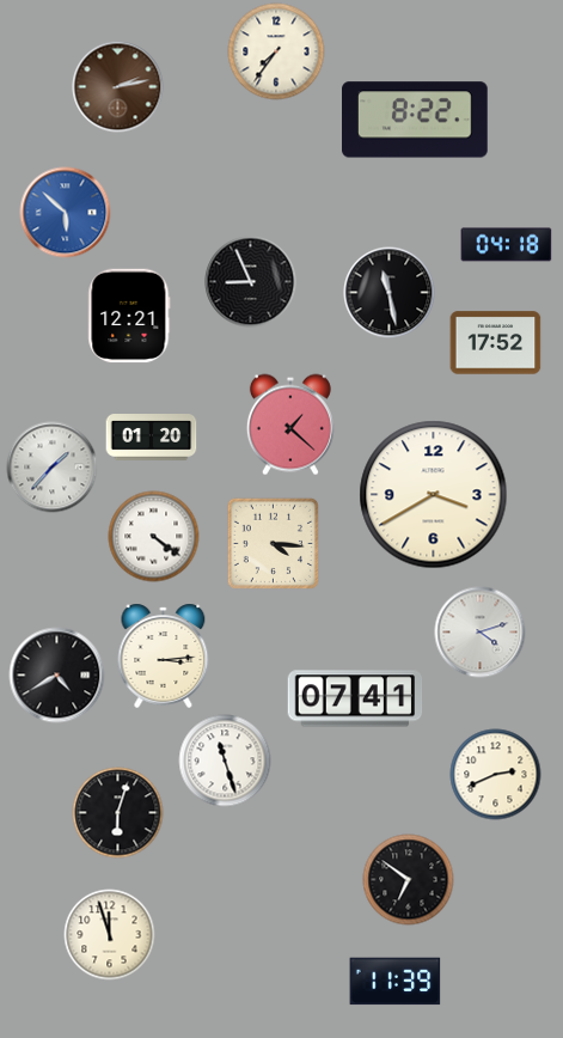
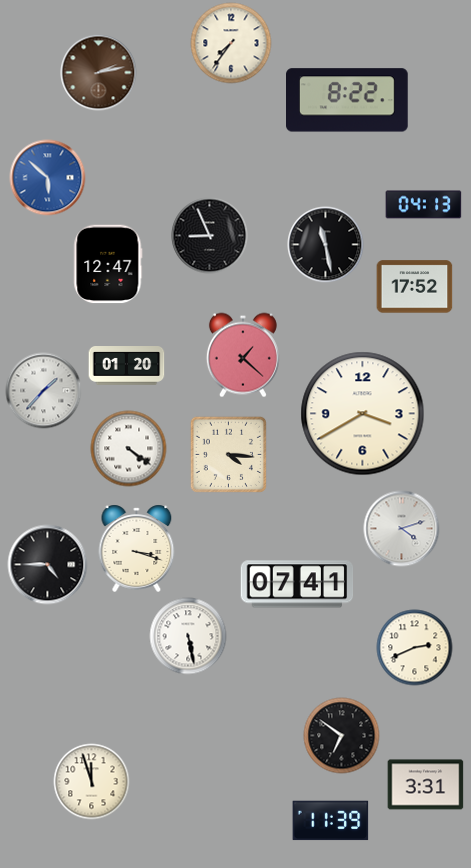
clock at (66, 213) position: (66, 213) -> (48, 178)
clock at (507, 245): 04:18 -> 04:13
clock at (129, 316): 12:21 -> 12:47
clock at (164, 655): 3:14 -> 3:18
clock at (57, 676): 4:40 -> 4:45
clock at (225, 761): 11:27 -> 5:28
clock at (118, 813): 6:03 -> none
clock at (426, 785): none -> 3:31
